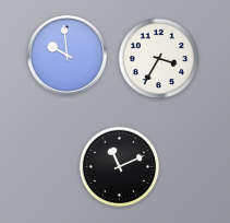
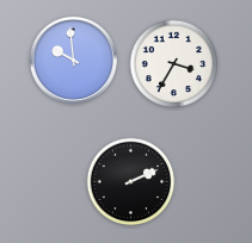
clock at (120, 167): 11:11 -> 2:11
